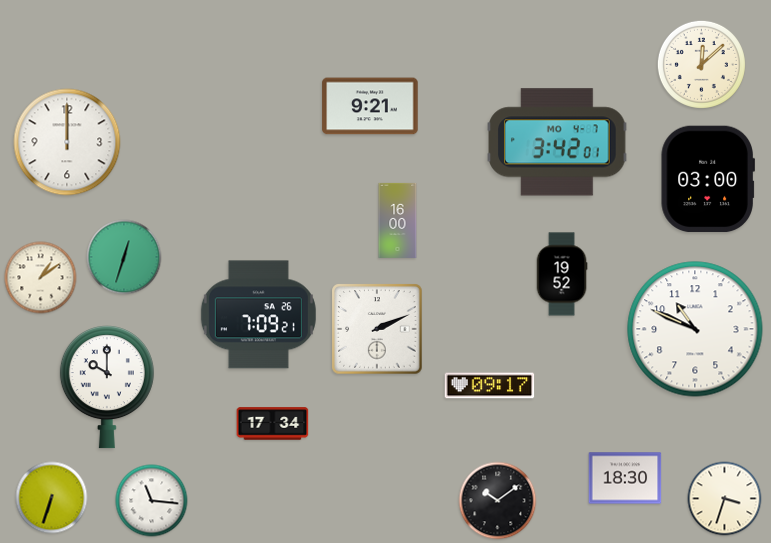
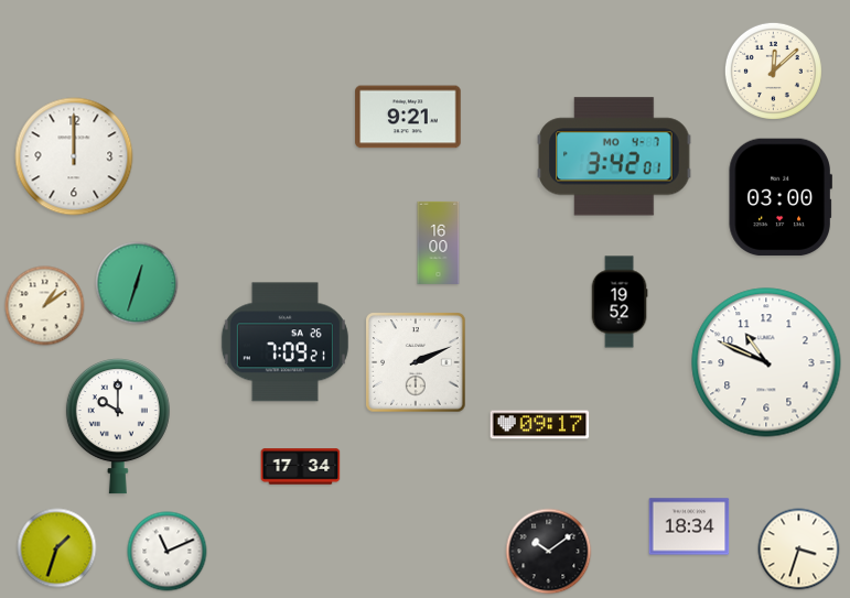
clock at (258, 315) position: (258, 315) -> (284, 343)
clock at (625, 478): 18:30 -> 18:34
clock at (52, 498): 6:33 -> 1:33
clock at (152, 501): 11:16 -> 11:11
